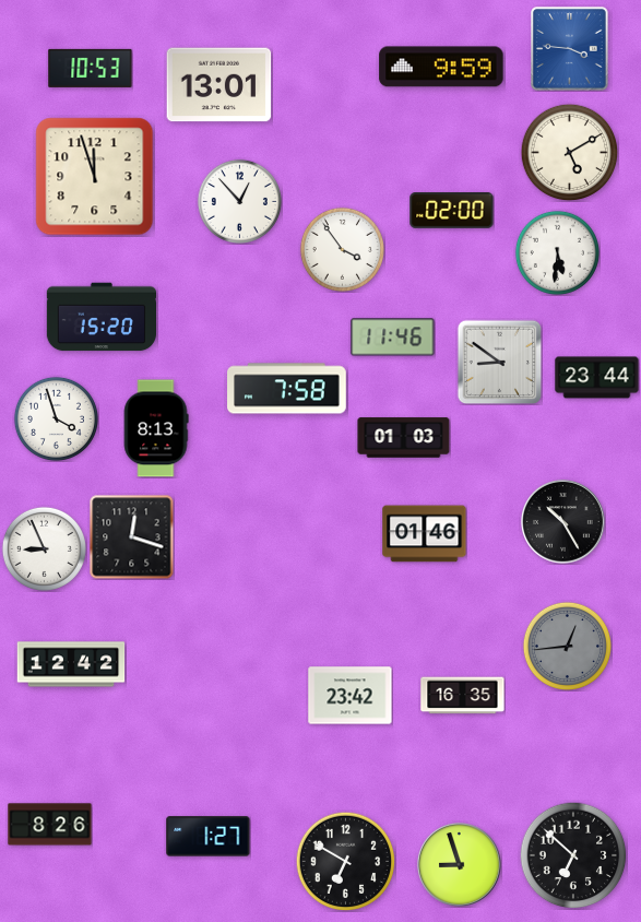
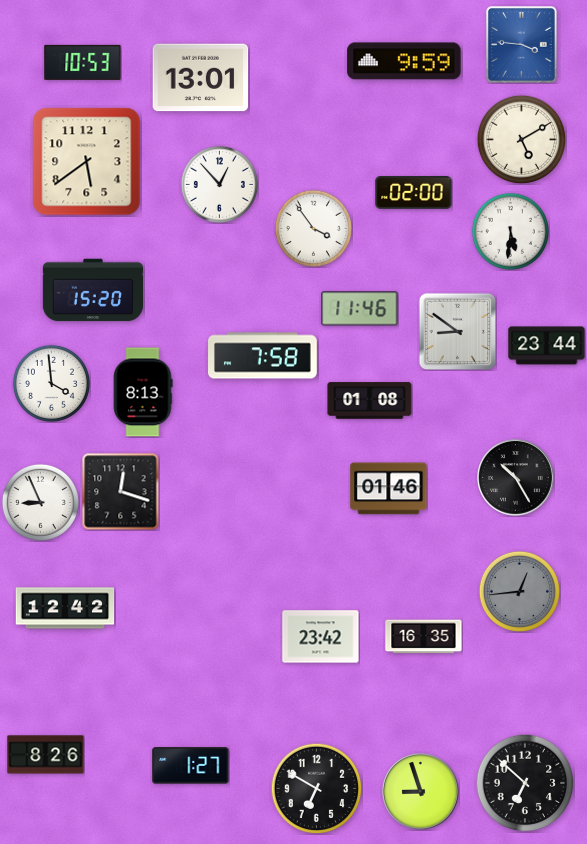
clock at (95, 177): 11:57 -> 5:39
clock at (56, 418): 3:57 -> 3:59
clock at (404, 438): 01:03 -> 01:08
